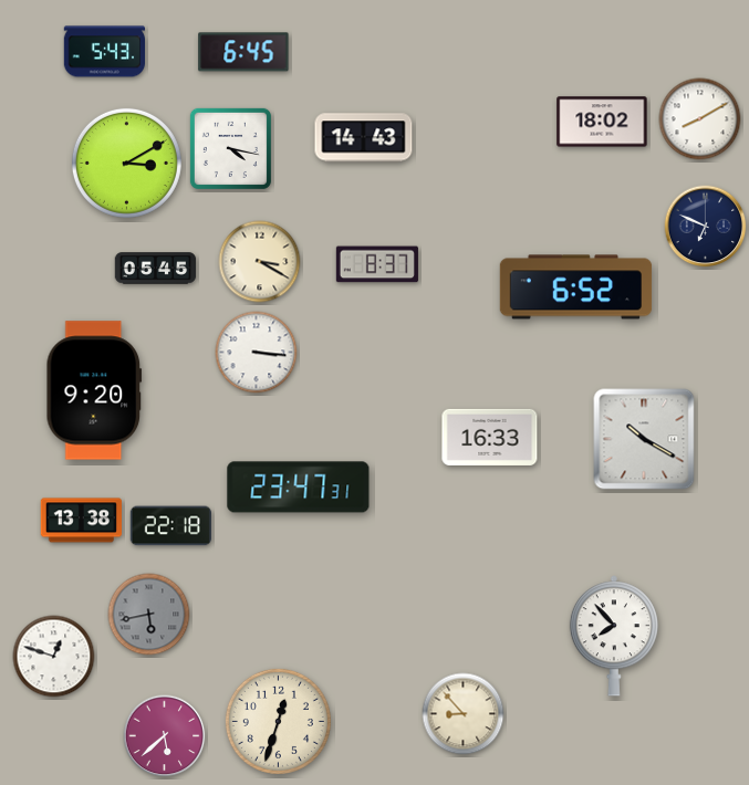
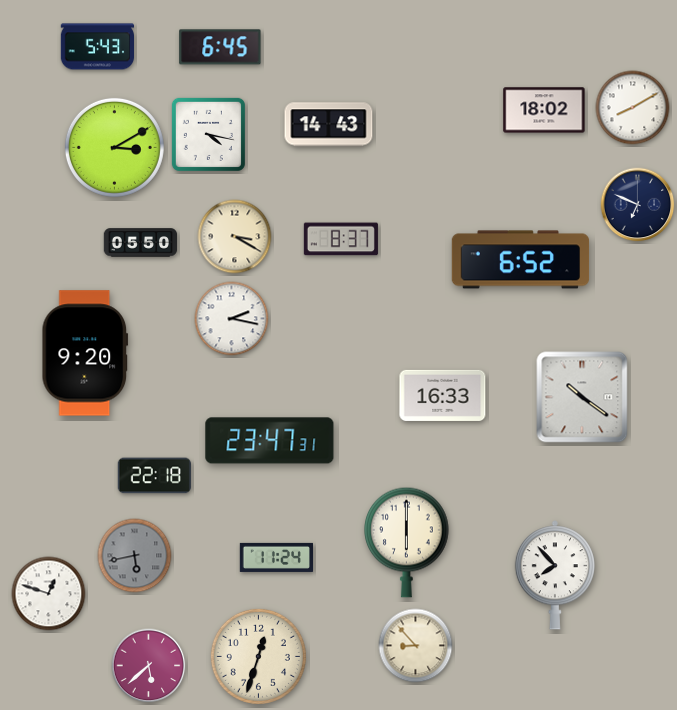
clock at (104, 52) position: (104, 52) -> (97, 47)
clock at (156, 269): 05:45 -> 05:50
clock at (257, 353): 3:16 -> 2:17
clock at (644, 439): 10:20 -> 10:21
clock at (81, 521): 13:38 -> none
clock at (407, 542): none -> 6:00
clock at (277, 557): none -> 11:24
clock at (464, 714) position: (464, 714) -> (416, 646)
clock at (278, 721) position: (278, 721) -> (258, 656)
